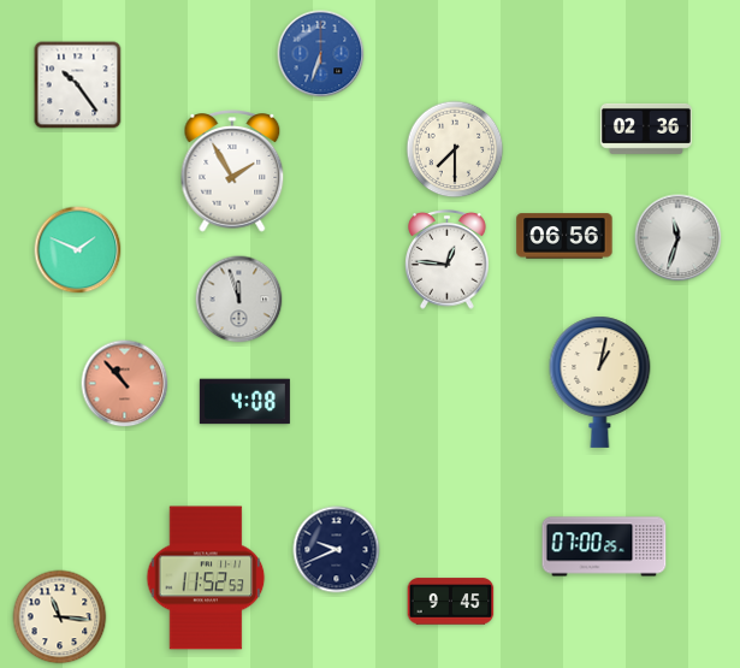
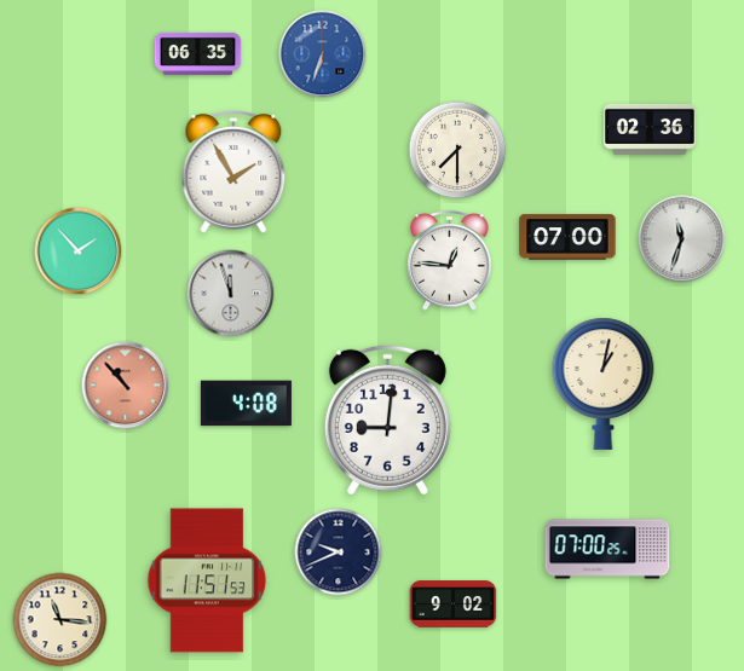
clock at (198, 53): none -> 06:35
clock at (78, 85): 10:24 -> none
clock at (564, 236): 06:56 -> 07:00
clock at (78, 250): 1:49 -> 1:53
clock at (239, 300) position: (239, 300) -> (231, 294)
clock at (387, 420): none -> 9:01
clock at (206, 578): 11:52 -> 11:51
clock at (451, 602): 9:45 -> 9:02
